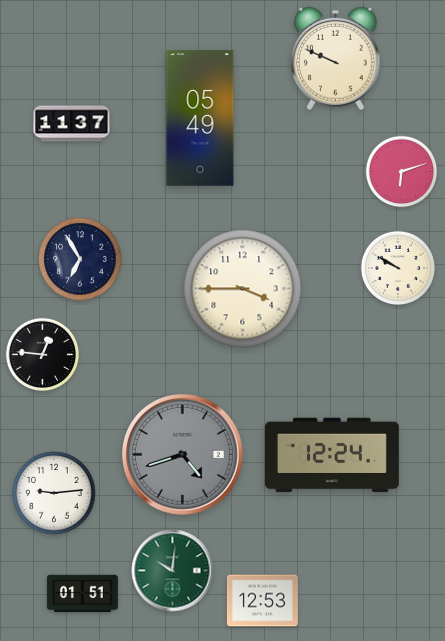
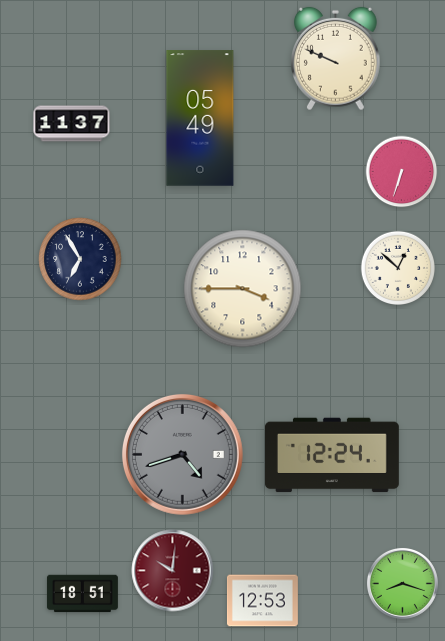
clock at (402, 172): 6:12 -> 6:33
clock at (397, 267): 9:50 -> 12:52
clock at (43, 355): 12:46 -> none
clock at (54, 493): 9:14 -> none
clock at (173, 571) dial: green -> burgundy
clock at (402, 583): none -> 8:18
clock at (82, 594): 01:51 -> 18:51
